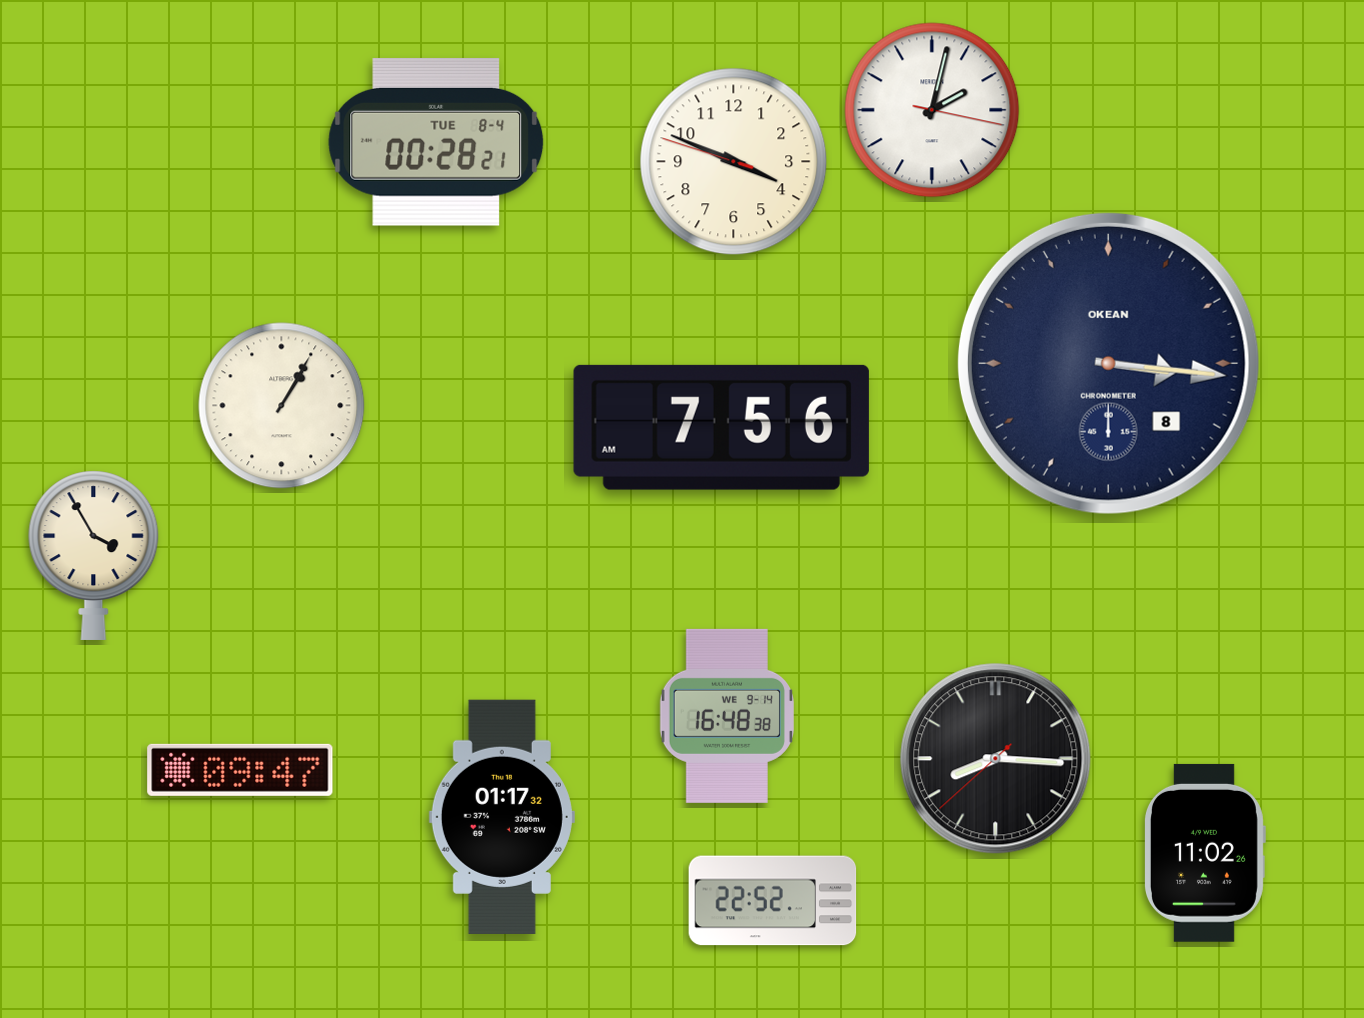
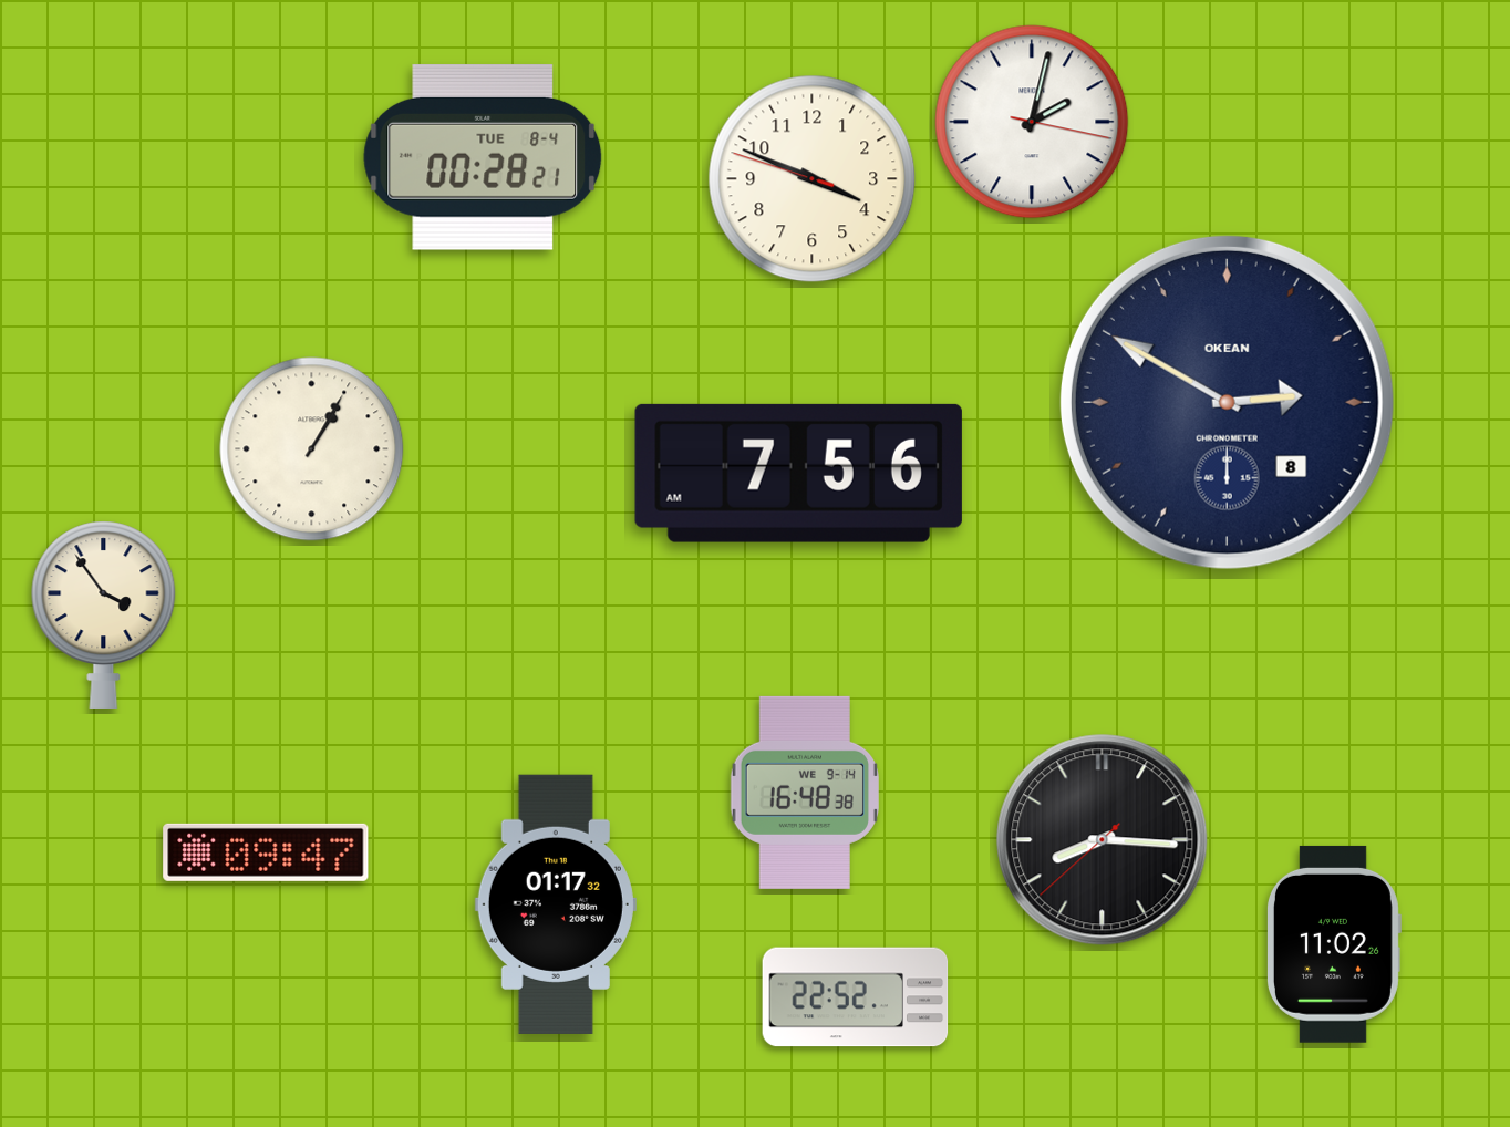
clock at (1108, 363): 3:16 -> 2:50
clock at (94, 555): 3:55 -> 3:54
